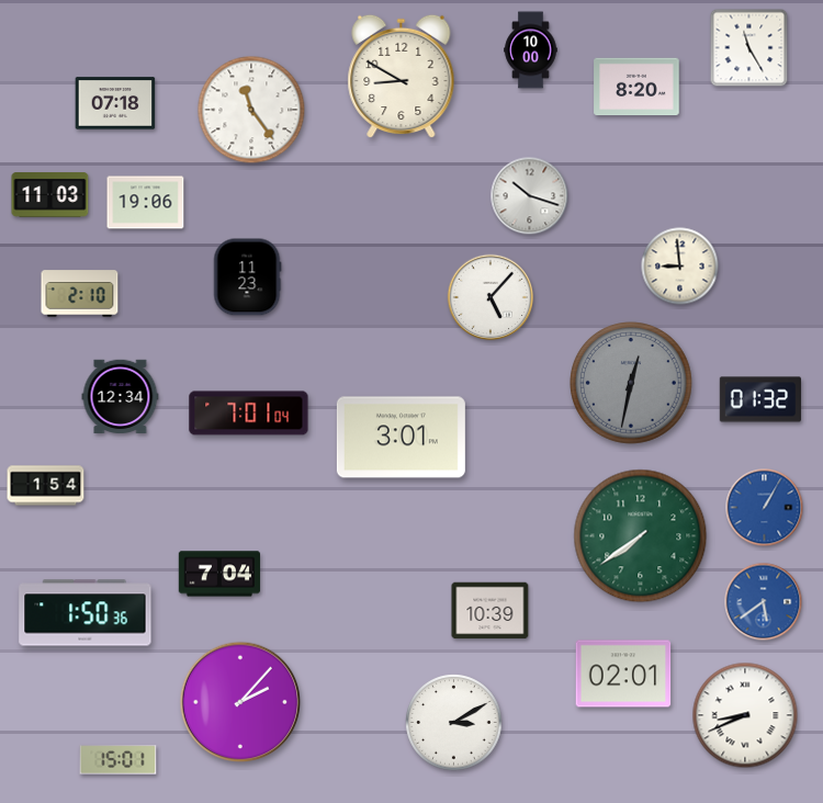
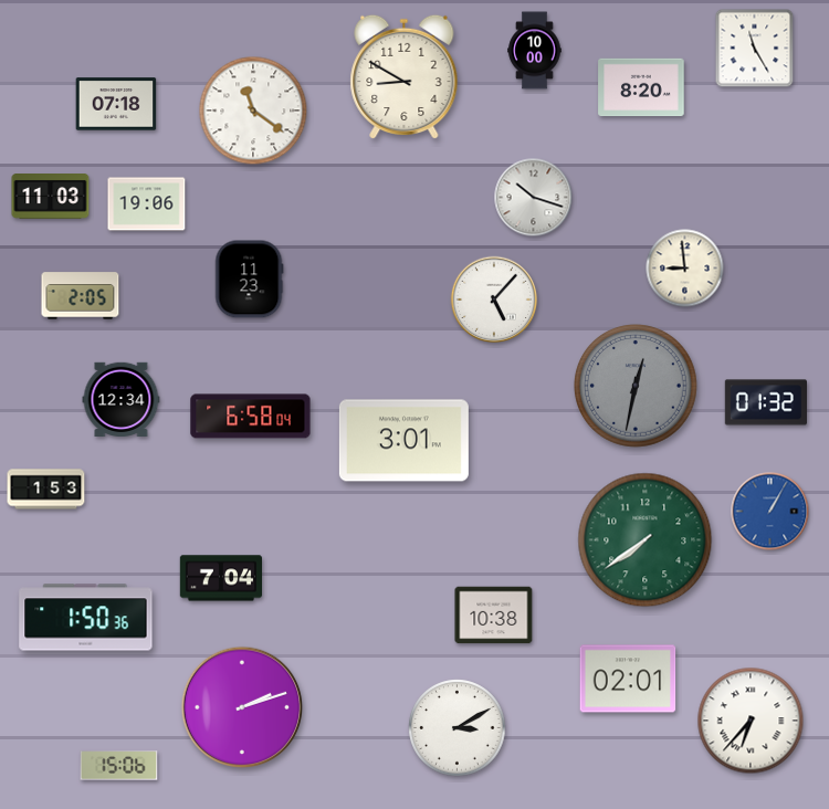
clock at (251, 110): 11:24 -> 11:21
clock at (80, 294): 2:10 -> 2:05
clock at (249, 414): 7:01 -> 6:58
clock at (46, 486): 1:54 -> 1:53
clock at (764, 602): 5:39 -> none
clock at (491, 611): 10:39 -> 10:38
clock at (240, 702): 2:07 -> 2:12
clock at (745, 715): 8:41 -> 6:37
clock at (119, 760): 15:01 -> 15:06
